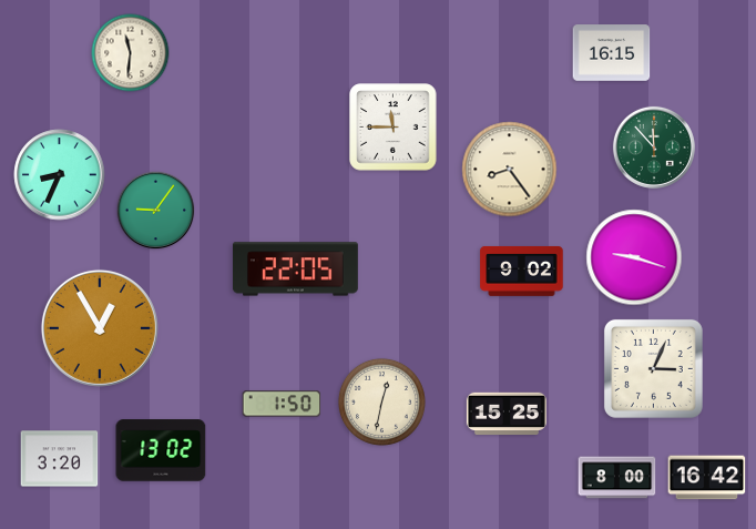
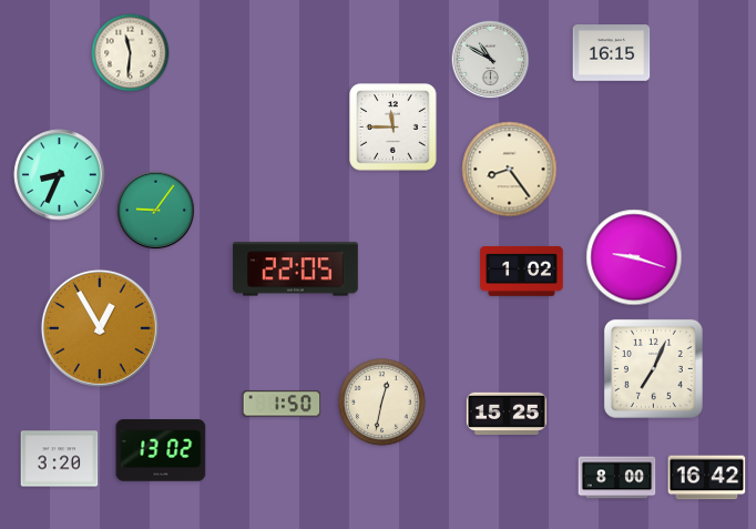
clock at (491, 60): none -> 10:50
clock at (654, 147): 11:53 -> none
clock at (522, 271): 9:02 -> 1:02
clock at (653, 368): 3:04 -> 7:04
